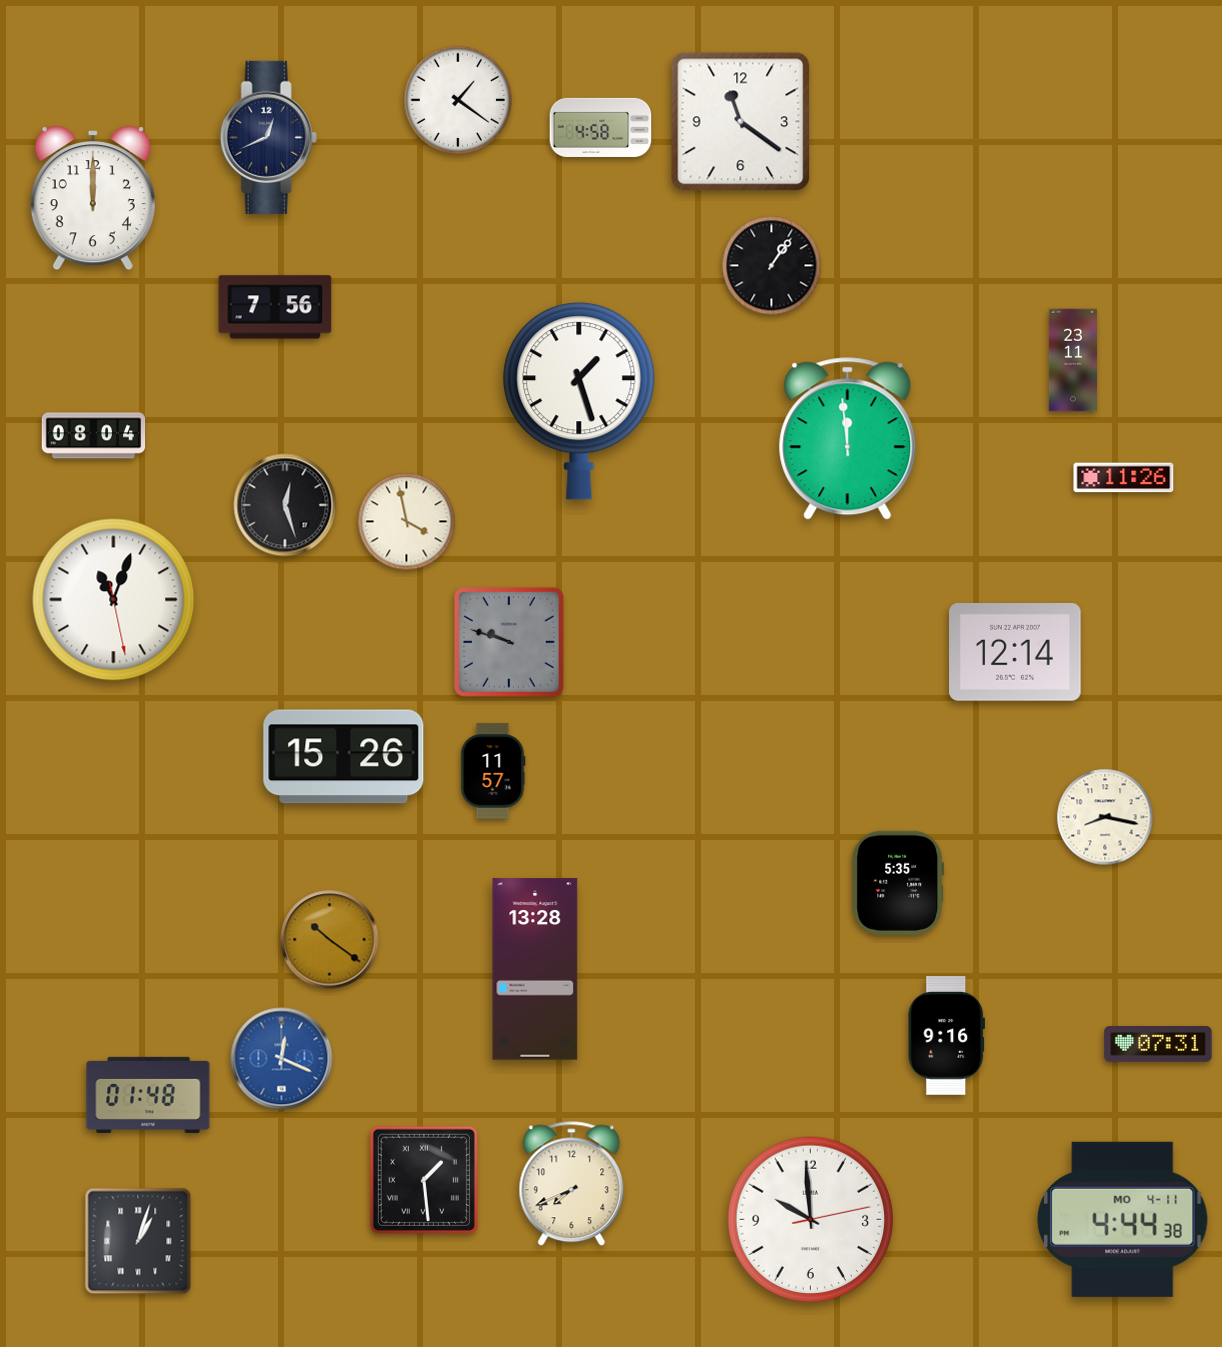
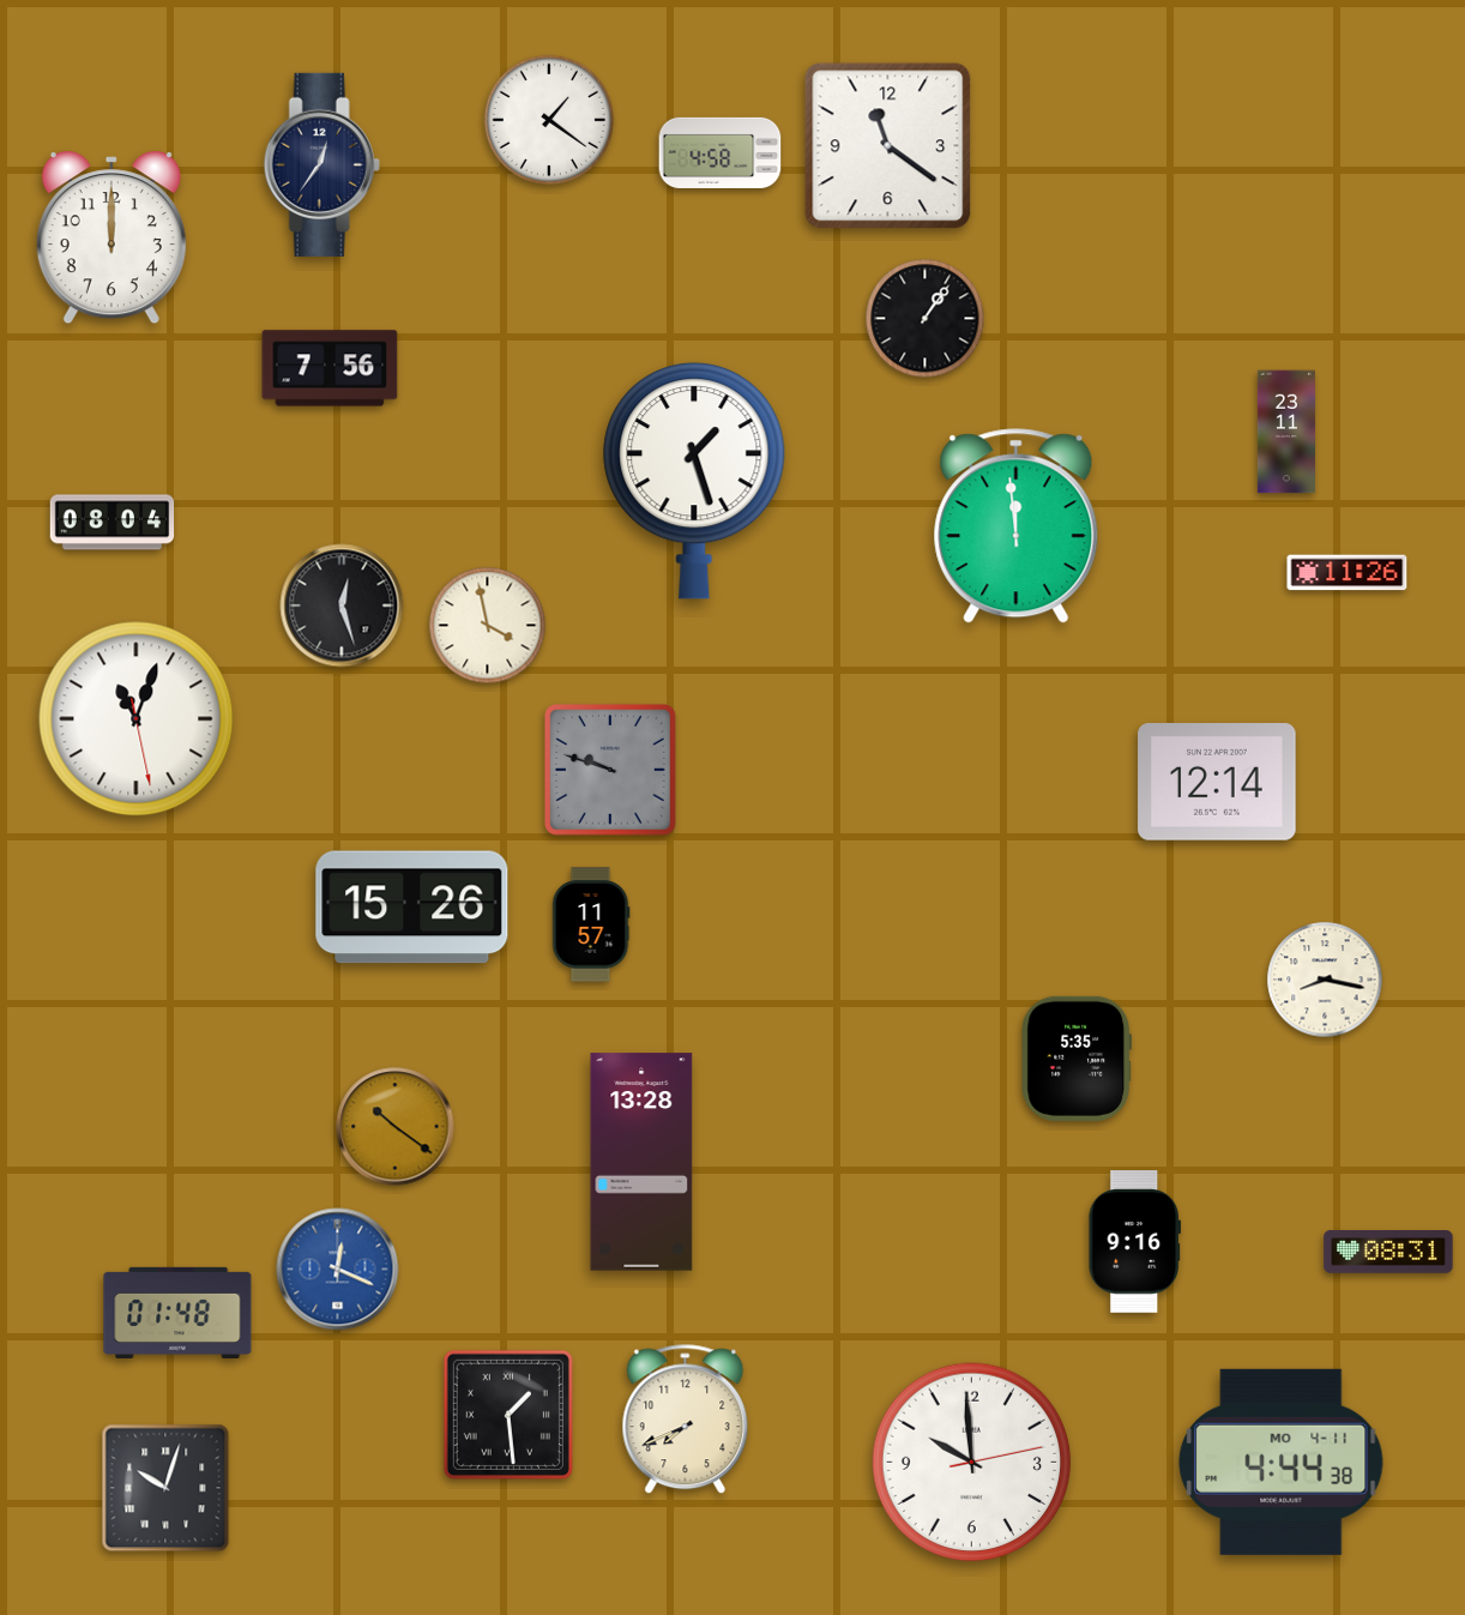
clock at (268, 137): 12:41 -> 12:36
clock at (1158, 1045): 07:31 -> 08:31
clock at (1123, 1219) position: (1123, 1219) -> (1282, 1462)
clock at (138, 1241): 1:03 -> 10:03
